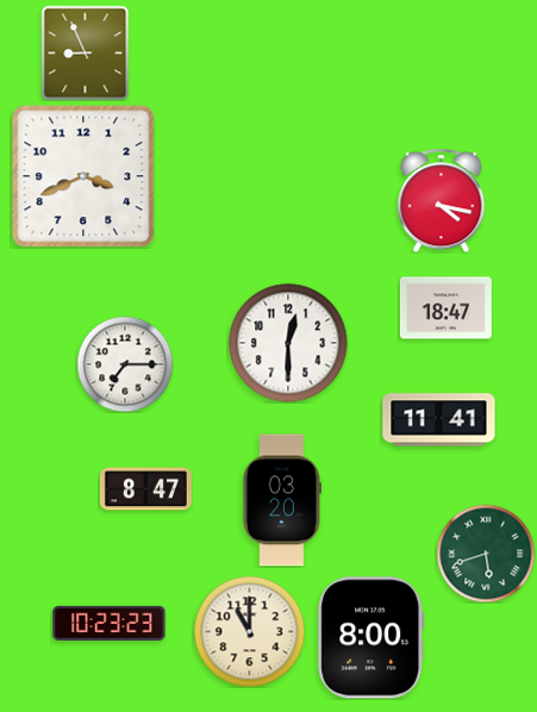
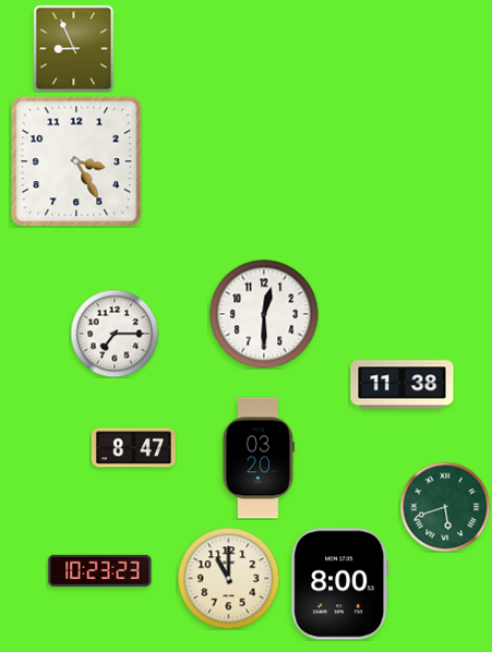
clock at (86, 52) position: (86, 52) -> (74, 48)
clock at (83, 176): 3:41 -> 3:25
clock at (442, 200): 4:17 -> none
clock at (445, 308): 18:47 -> none
clock at (439, 420): 11:41 -> 11:38
